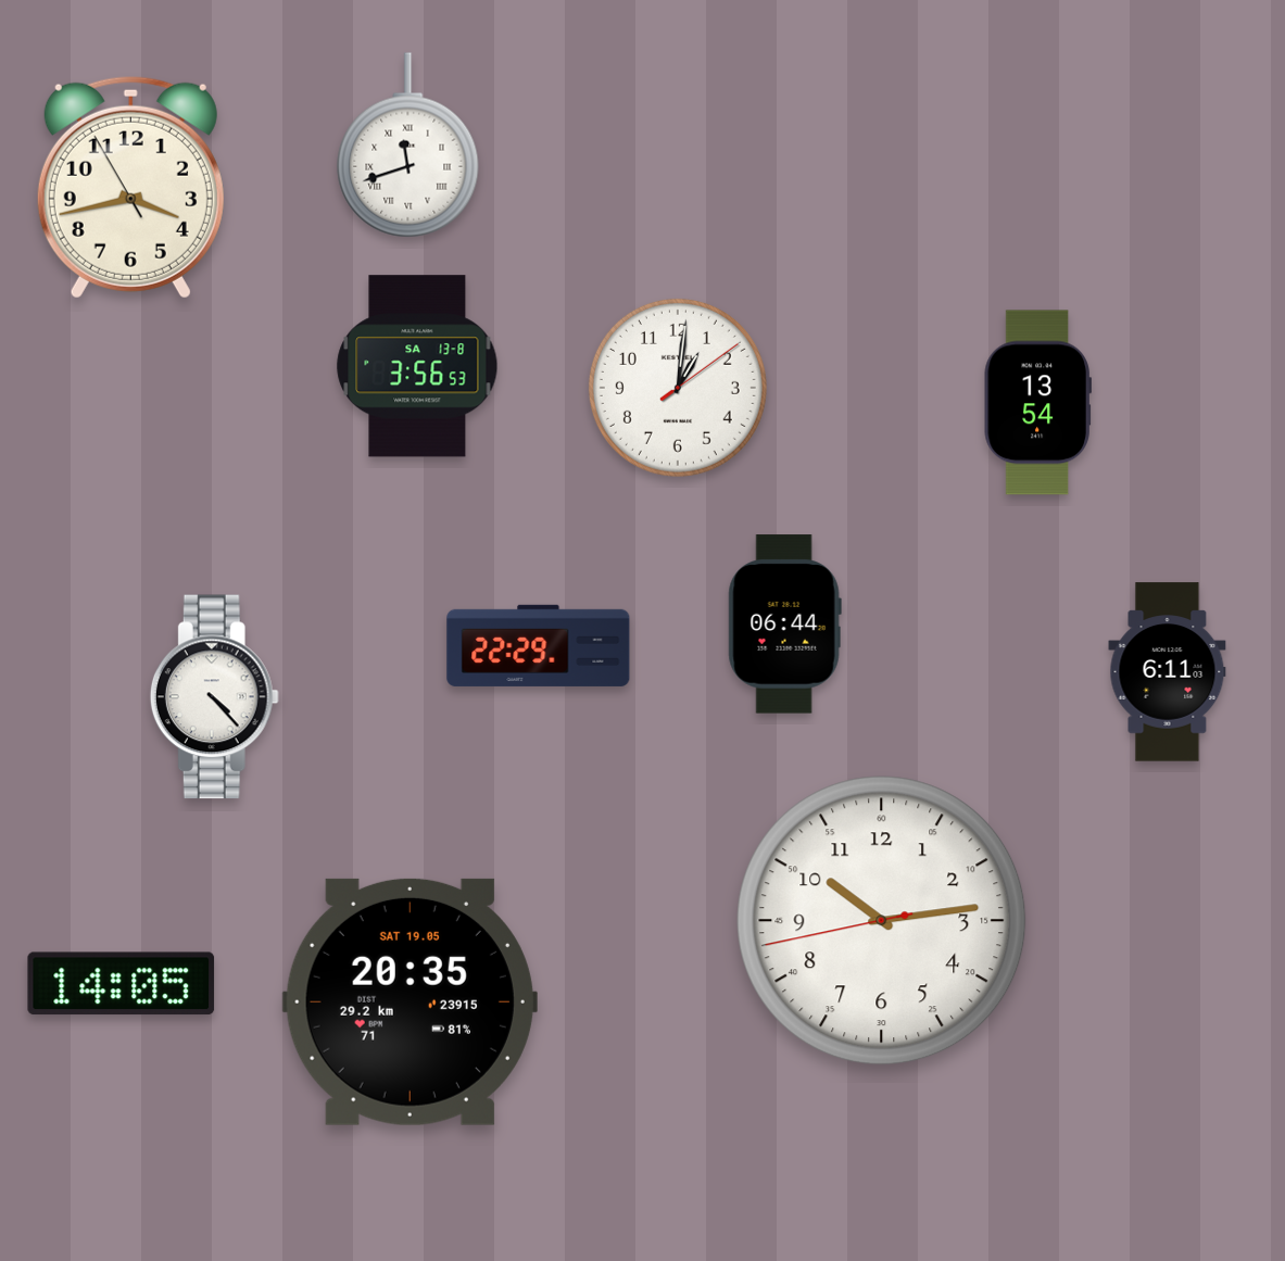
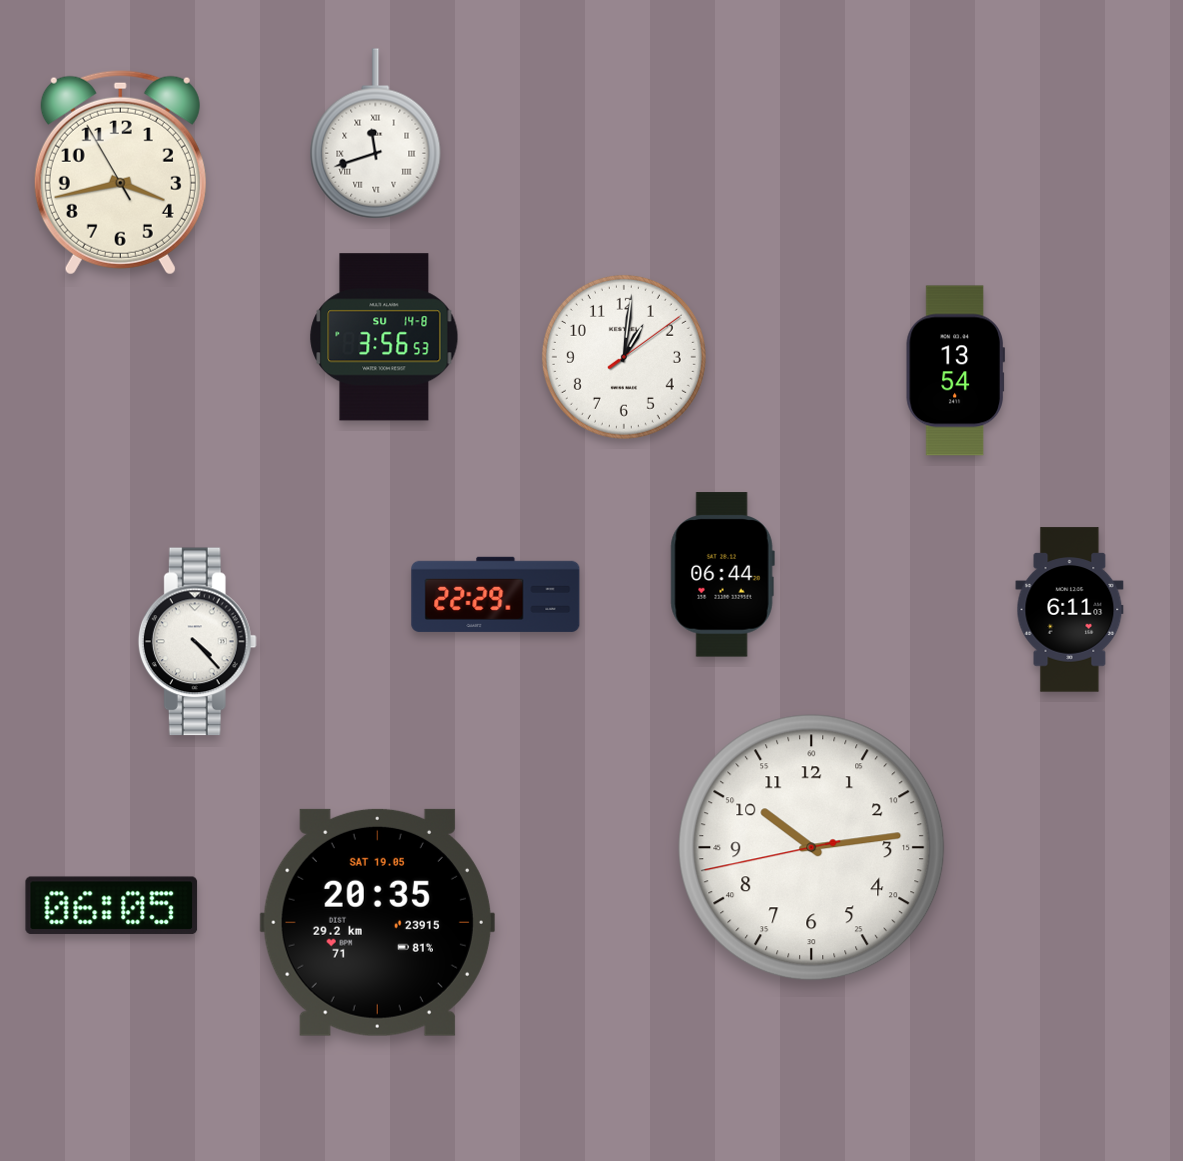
clock at (417, 366) date: SA 13-8 -> SU 14-8
clock at (1168, 672) position: (1168, 672) -> (1070, 610)
clock at (122, 983): 14:05 -> 06:05
